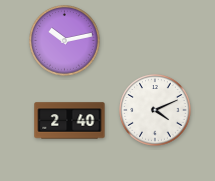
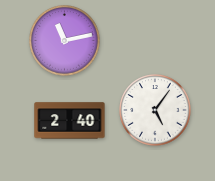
clock at (65, 41): 10:13 -> 11:13
clock at (155, 110): 4:11 -> 5:06
